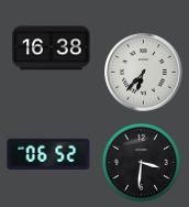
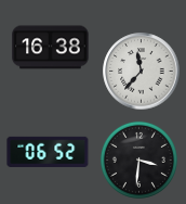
clock at (144, 73): 6:37 -> 11:37
